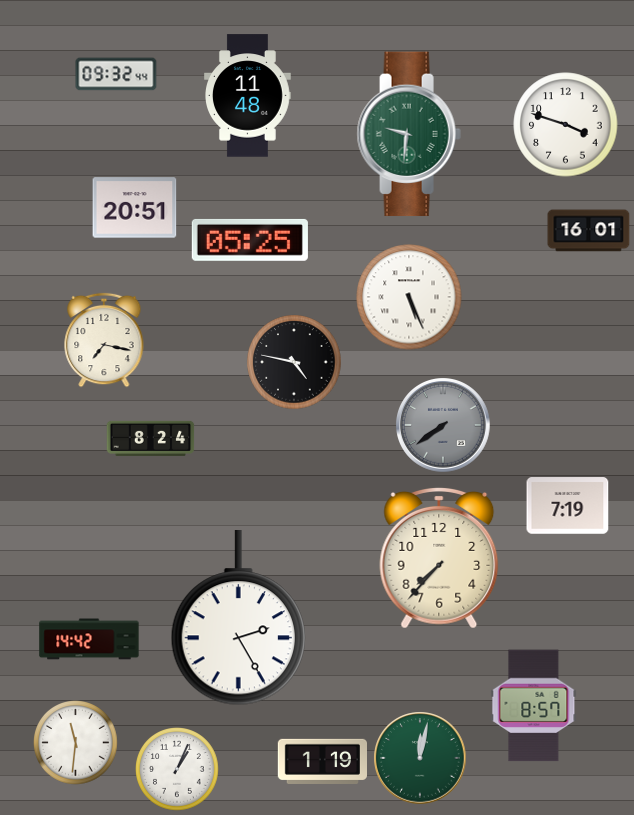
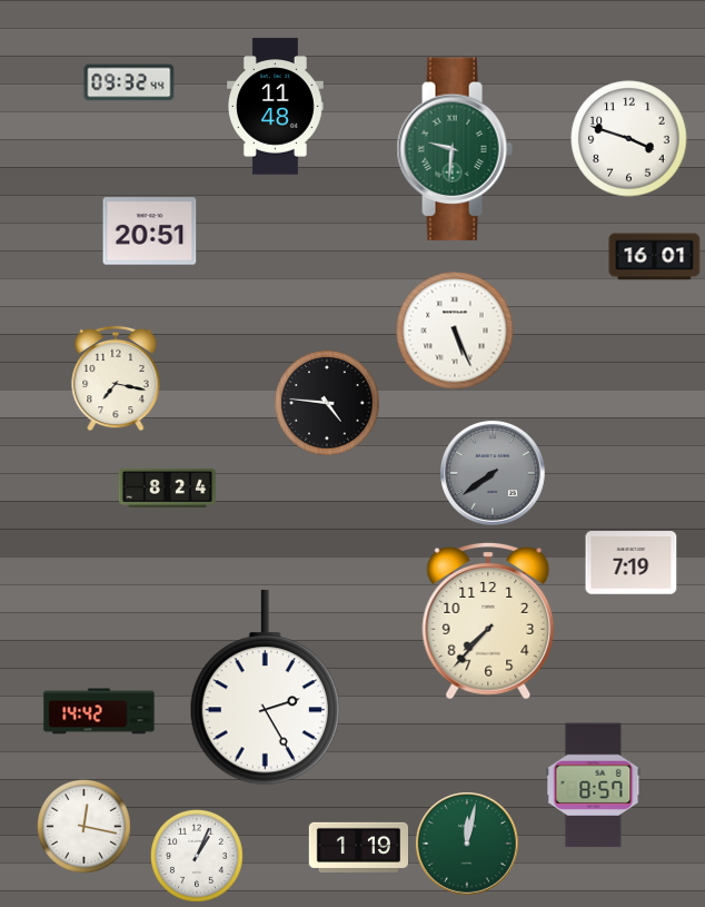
clock at (250, 240): 05:25 -> none
clock at (294, 362): 4:47 -> 4:46
clock at (76, 743): 11:31 -> 12:17
